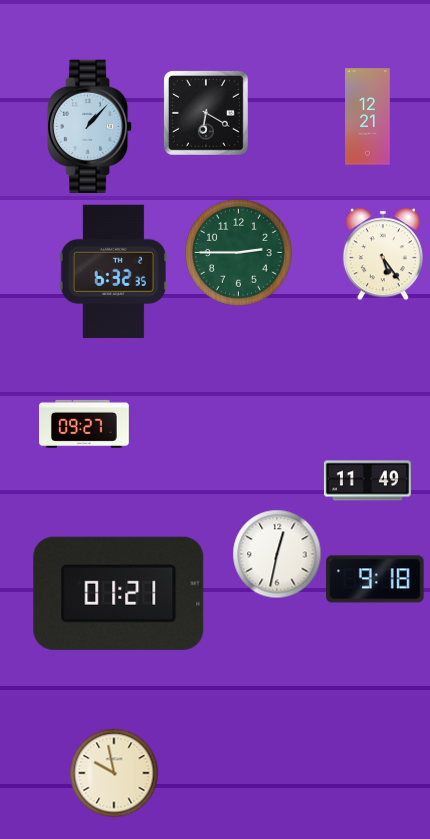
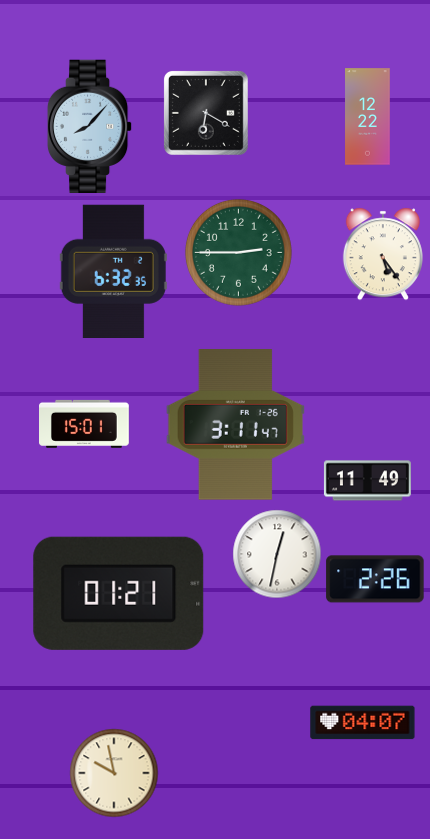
clock at (368, 117): 12:21 -> 12:22
clock at (90, 126): 1:07 -> 8:07
clock at (85, 424): 09:27 -> 15:01
clock at (235, 425): none -> 3:11
clock at (375, 579): 9:18 -> 2:26
clock at (363, 723): none -> 04:07
